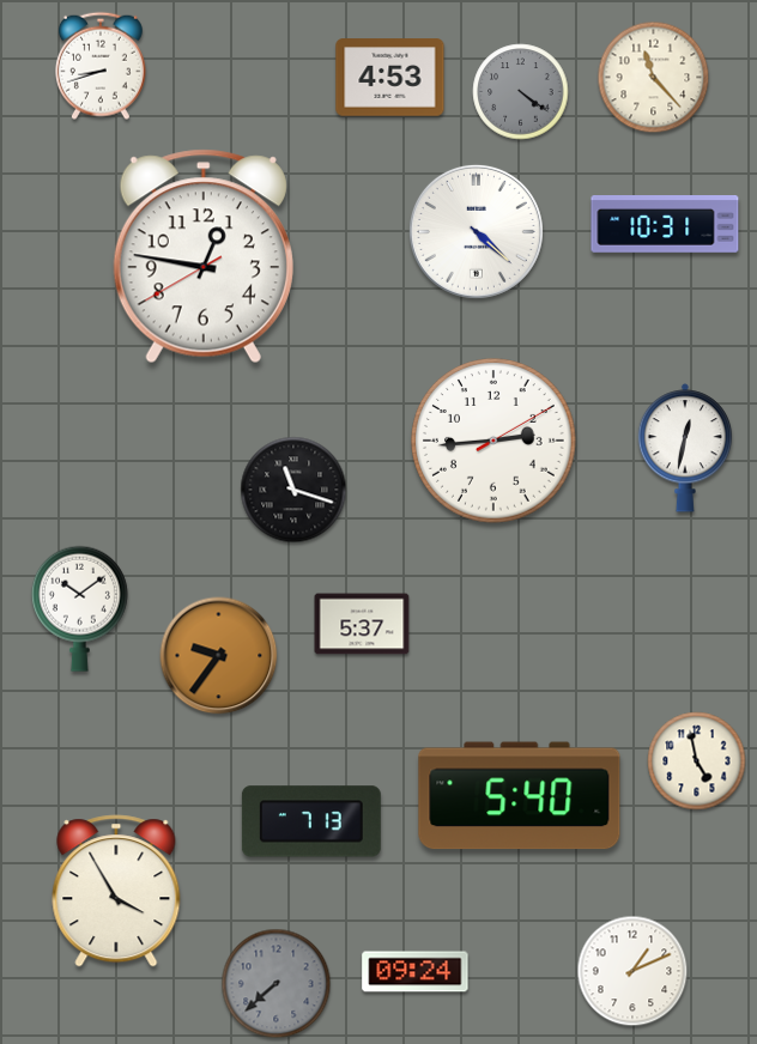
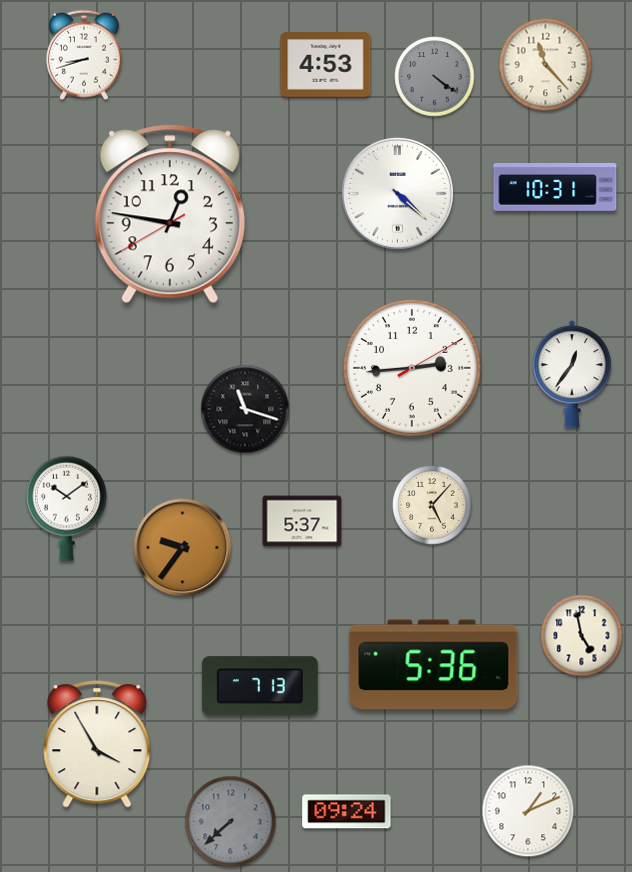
clock at (684, 448): 12:32 -> 12:36
clock at (432, 505): none -> 5:07
clock at (520, 796): 5:40 -> 5:36
